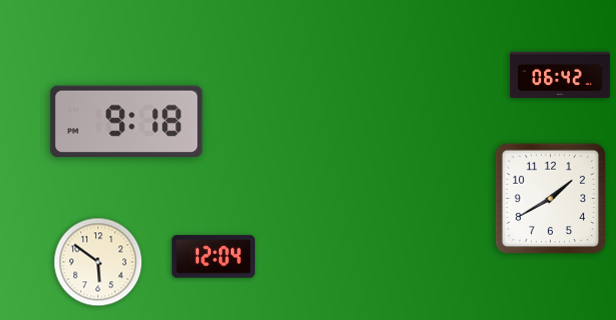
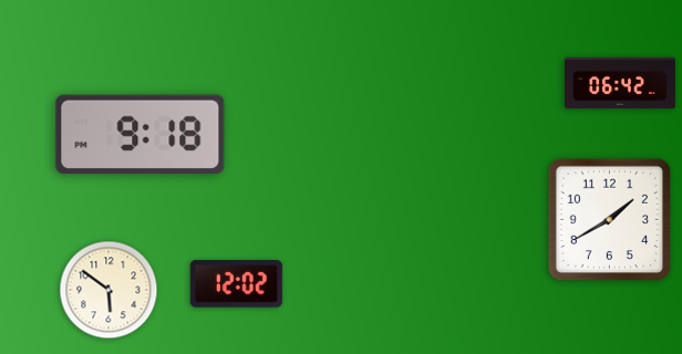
clock at (213, 257): 12:04 -> 12:02
